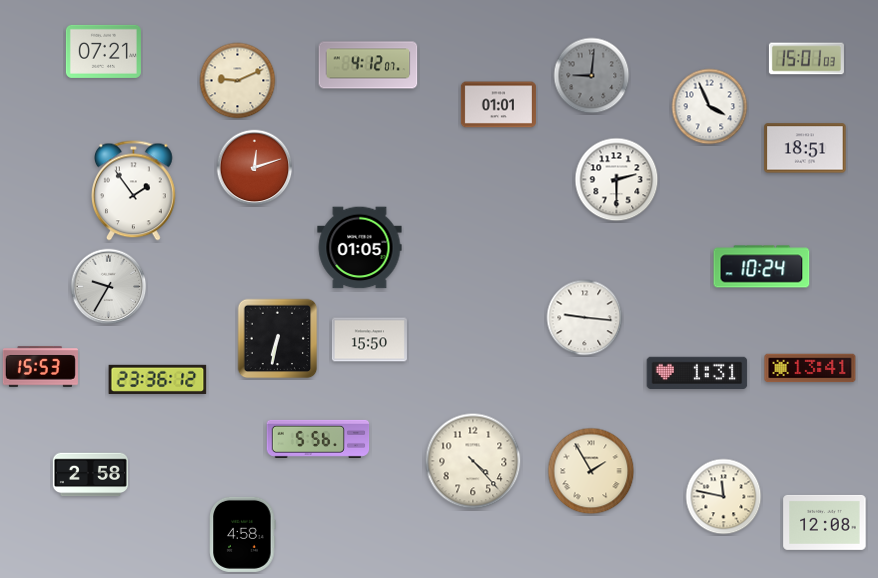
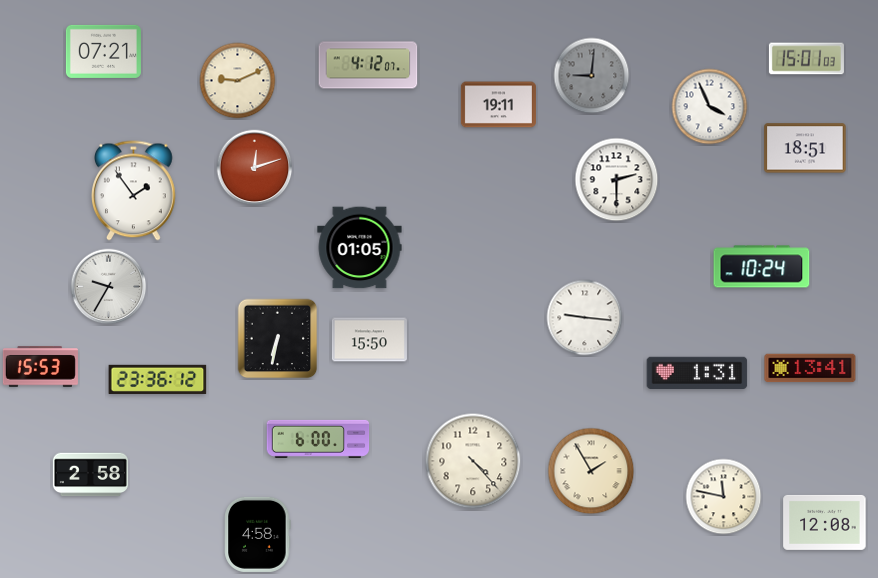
clock at (498, 105): 01:01 -> 19:11
clock at (318, 439): 5:56 -> 6:00
clock at (243, 534) position: (243, 534) -> (258, 534)
